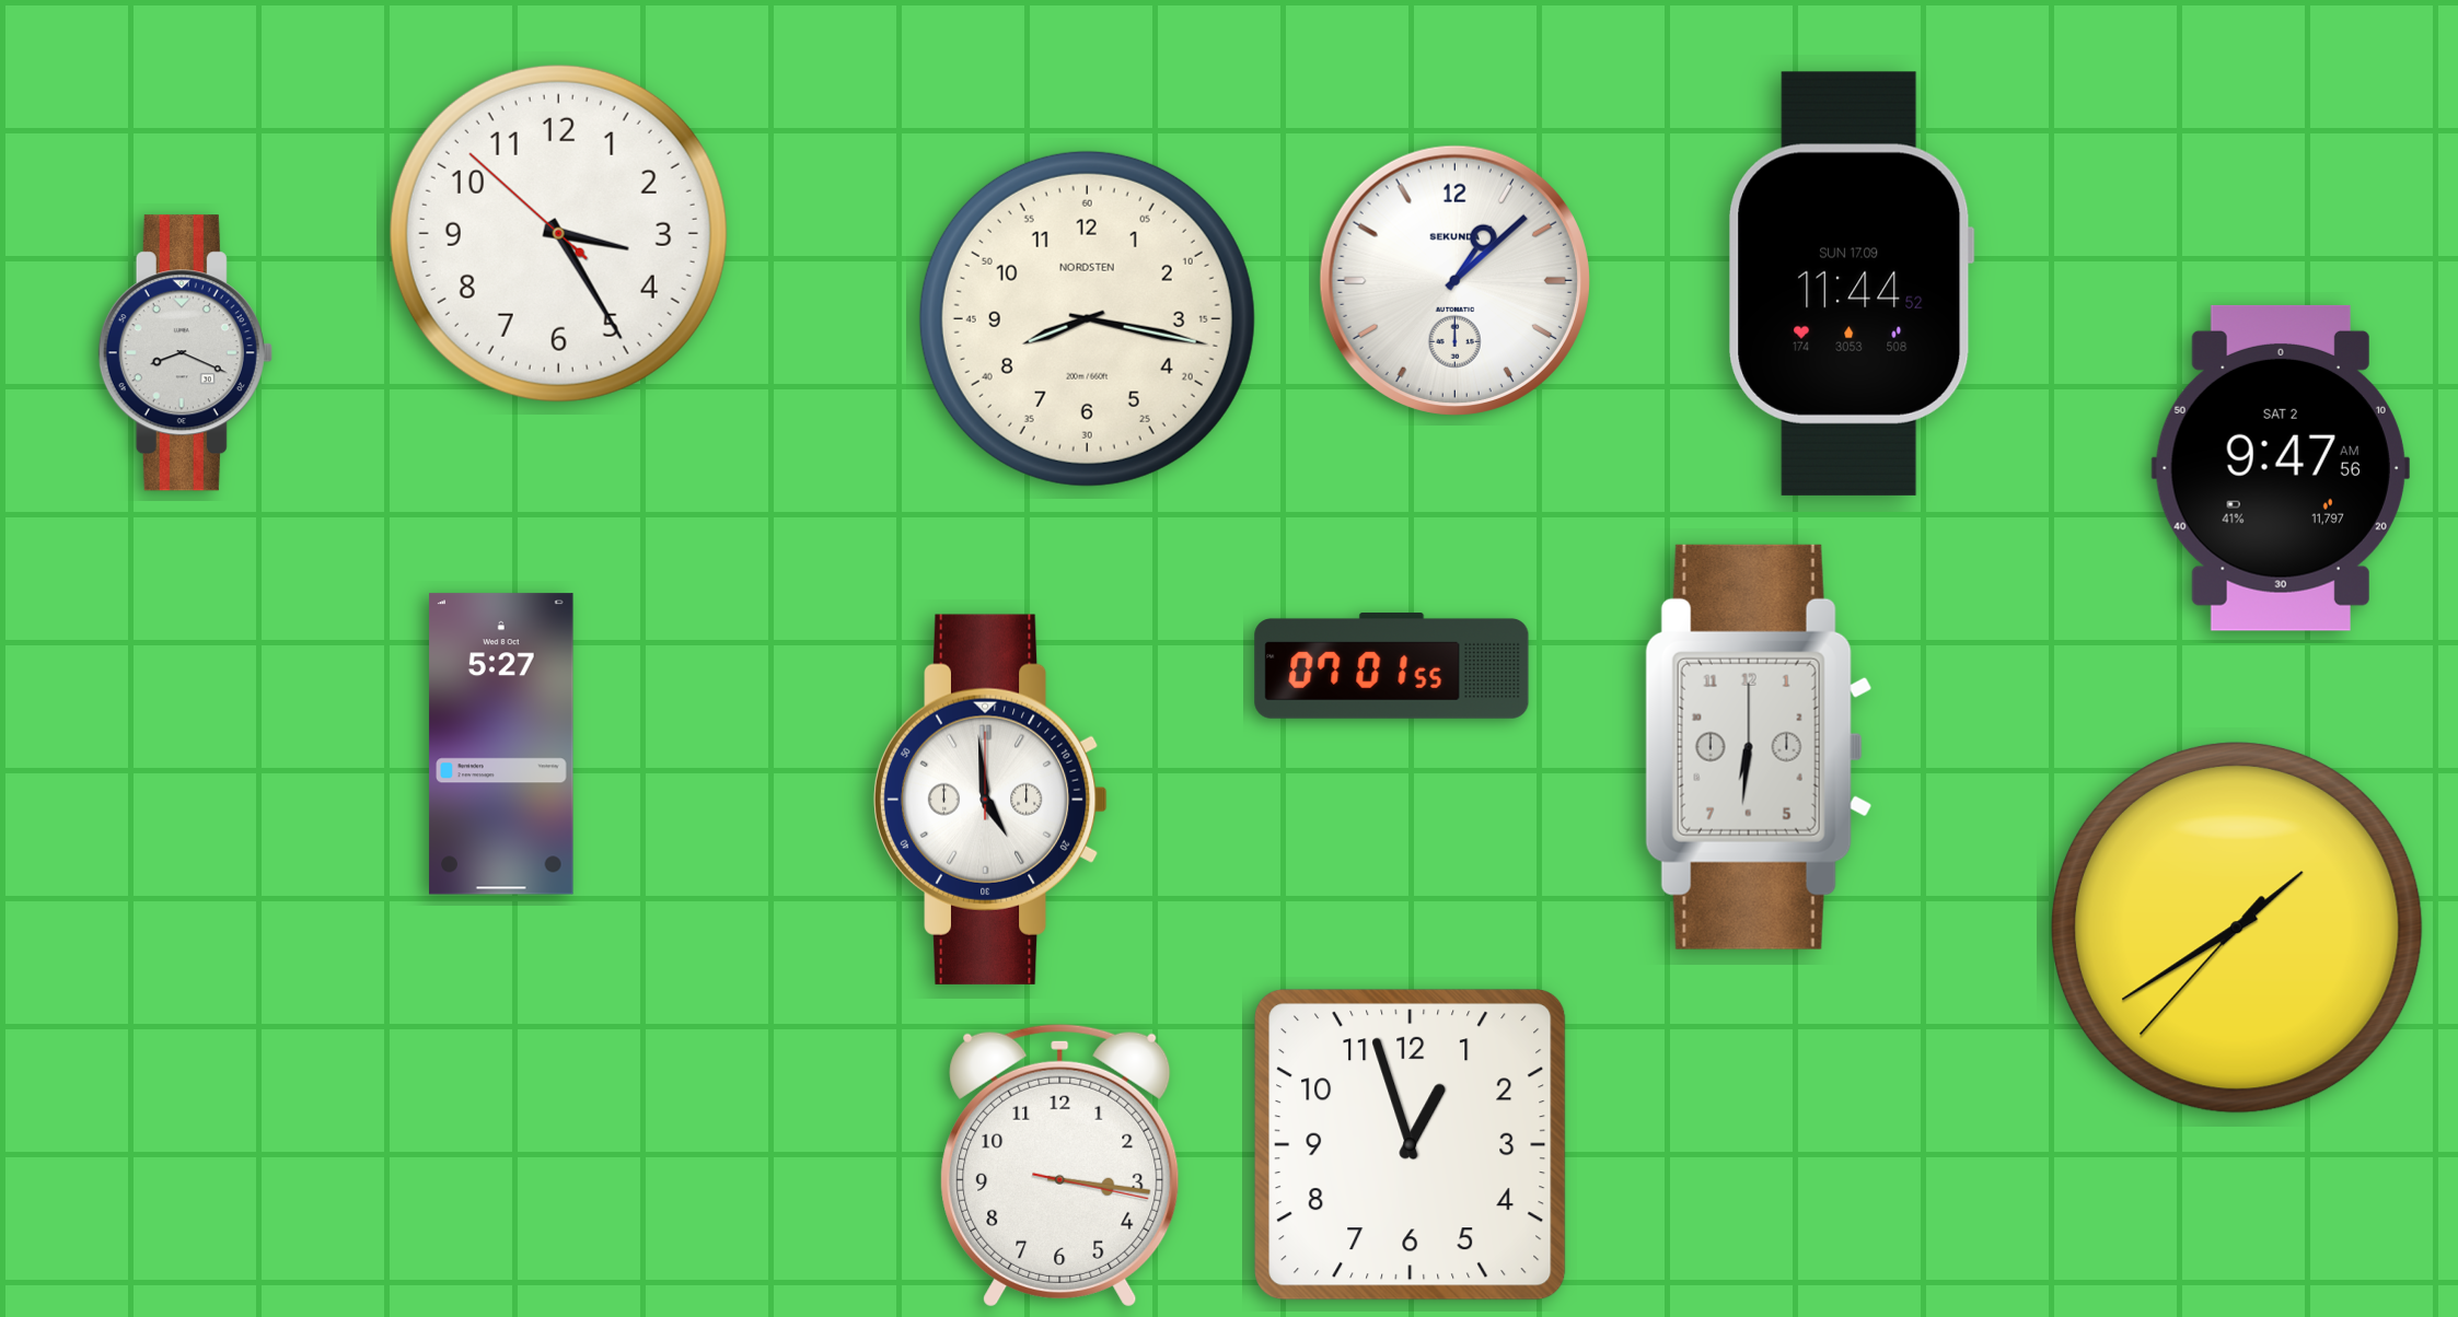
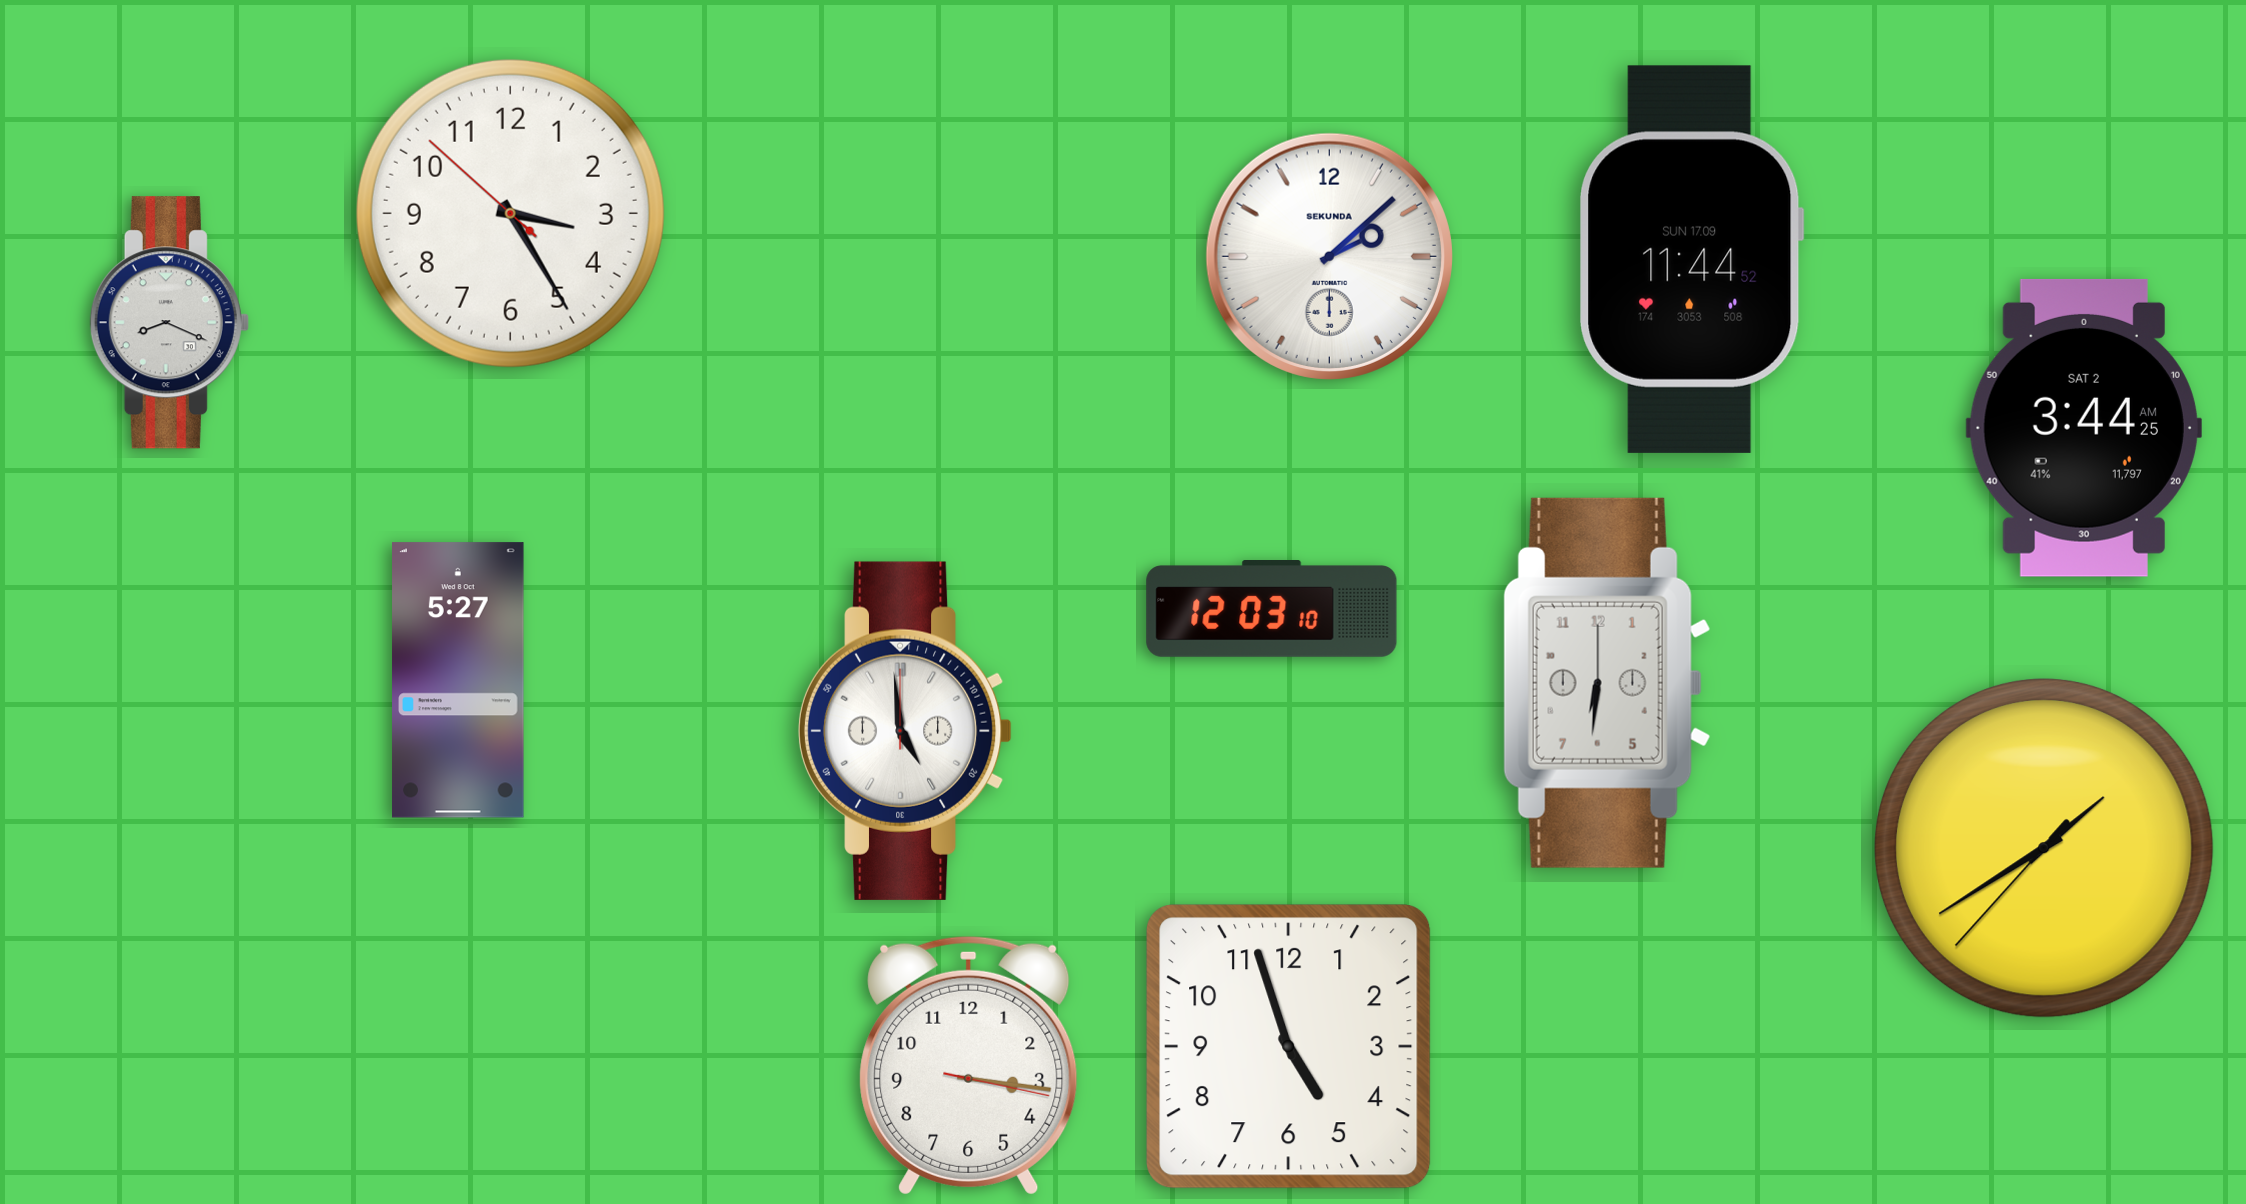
clock at (1454, 280): 1:08 -> 2:08
clock at (1087, 318): 8:17 -> none
clock at (2281, 468): 9:47 -> 3:44
clock at (1392, 666): 07:01 -> 12:03
clock at (1411, 1145): 12:57 -> 4:57
